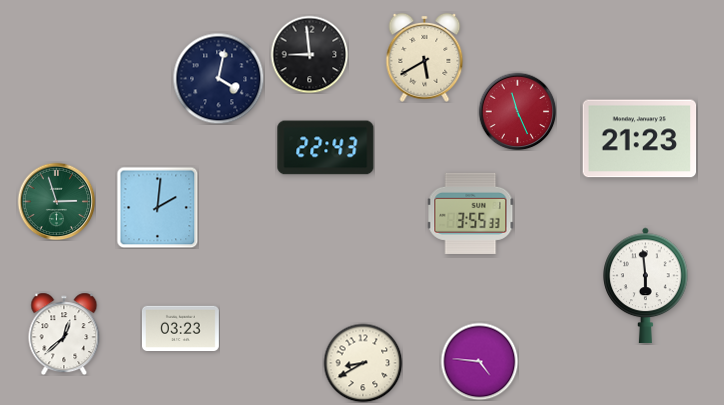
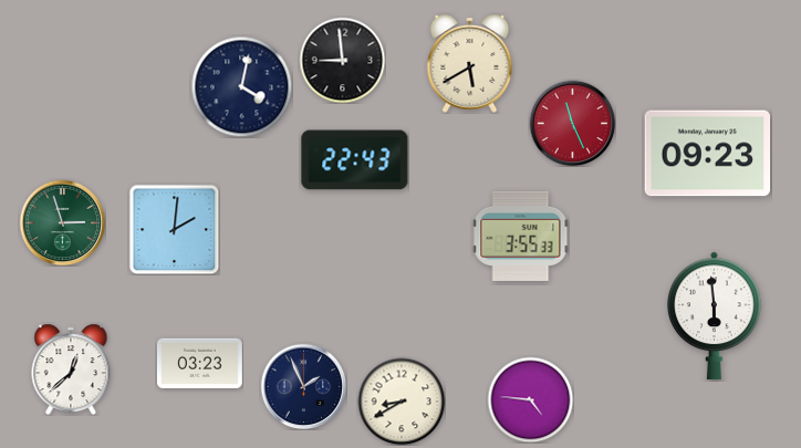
clock at (640, 139): 21:23 -> 09:23
clock at (326, 148) position: (326, 148) -> (355, 160)
clock at (303, 386): none -> 1:56
